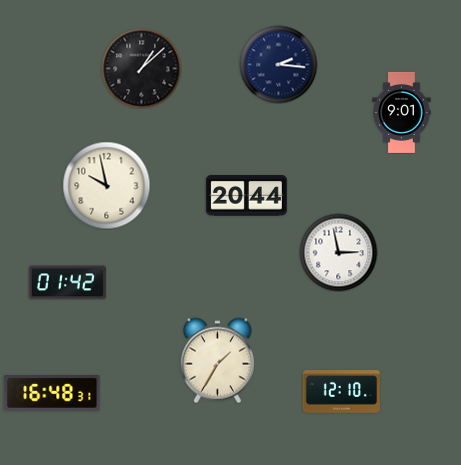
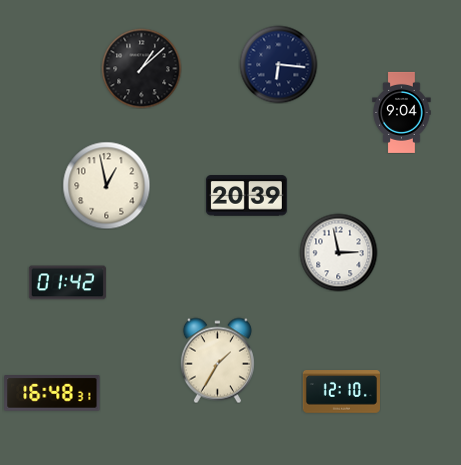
clock at (278, 64): 2:16 -> 6:16
clock at (402, 112): 9:01 -> 9:04
clock at (106, 185): 9:58 -> 12:58
clock at (246, 196): 20:44 -> 20:39
